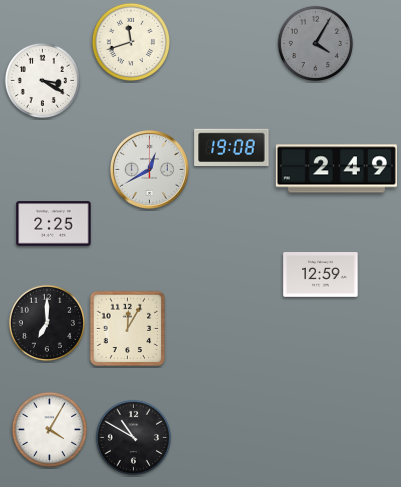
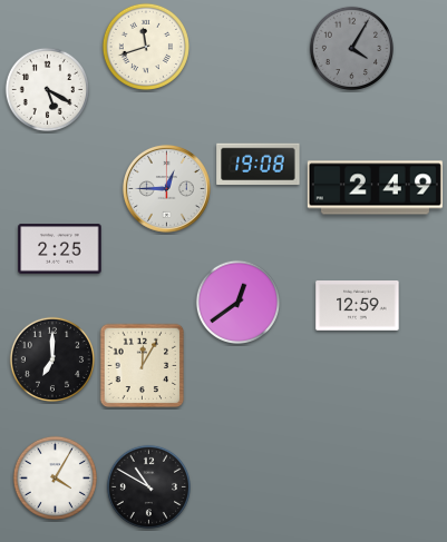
clock at (42, 80): 3:20 -> 5:20
clock at (149, 169): 12:40 -> 12:45
clock at (237, 302): none -> 12:39
